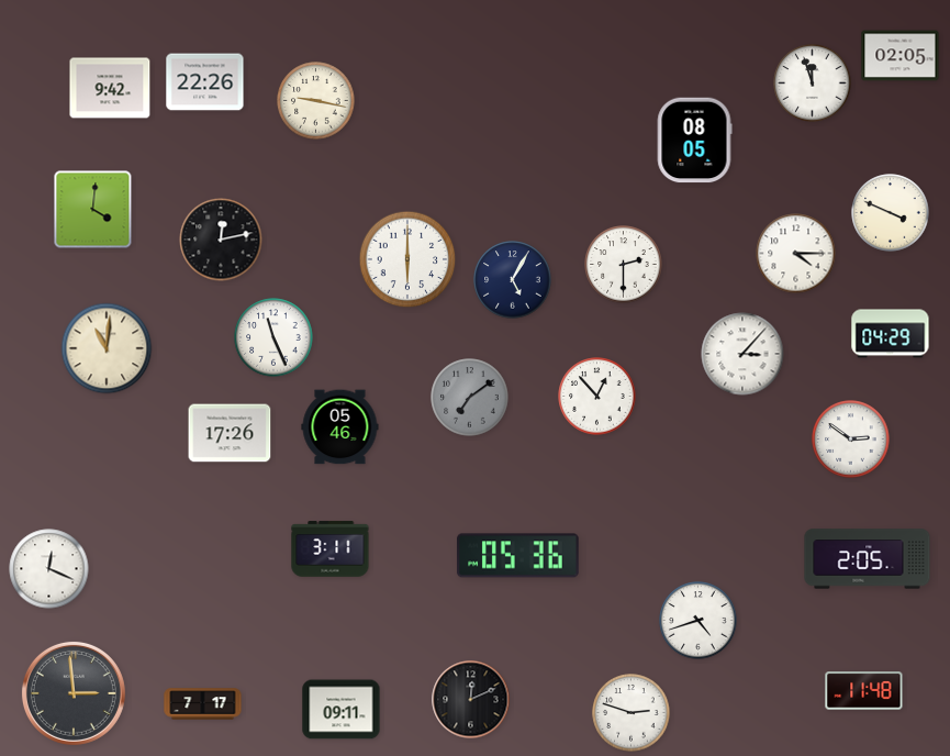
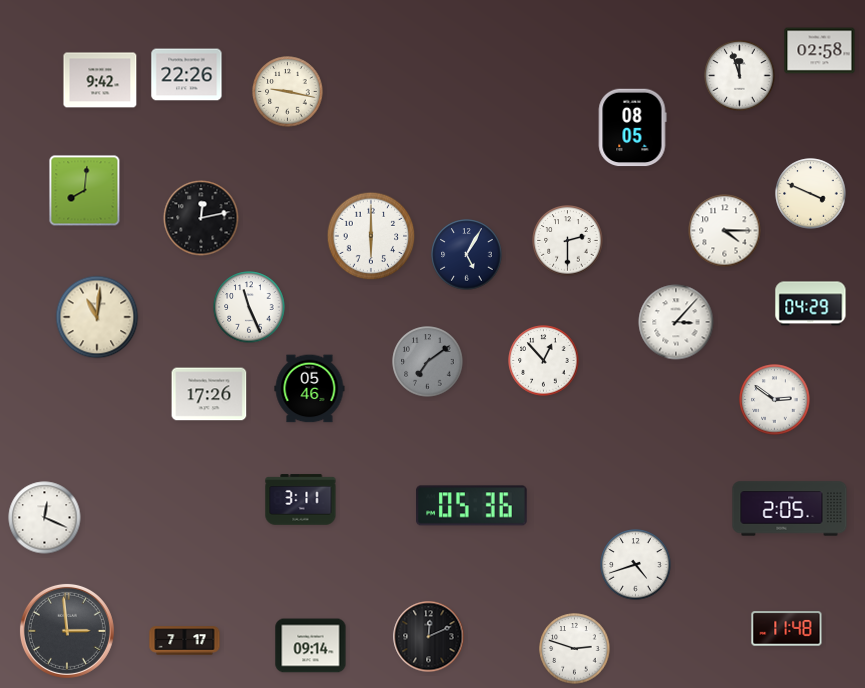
clock at (901, 56): 02:05 -> 02:58
clock at (93, 210): 4:01 -> 8:01
clock at (342, 710): 09:11 -> 09:14
